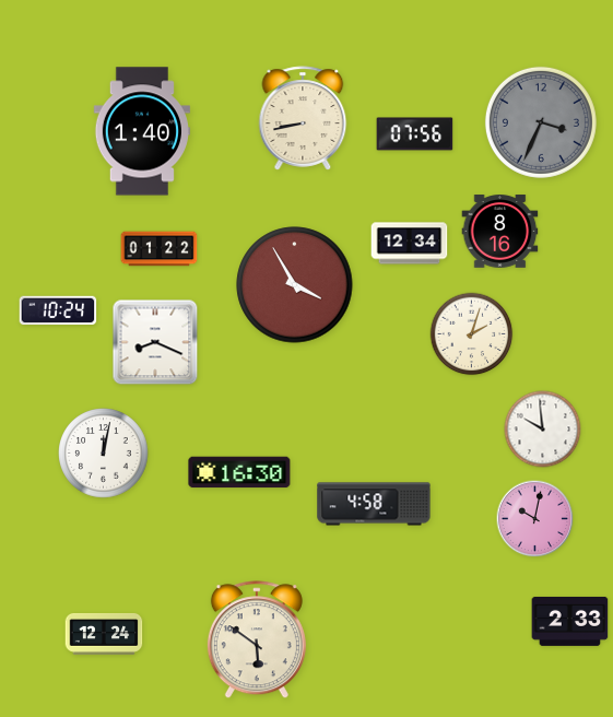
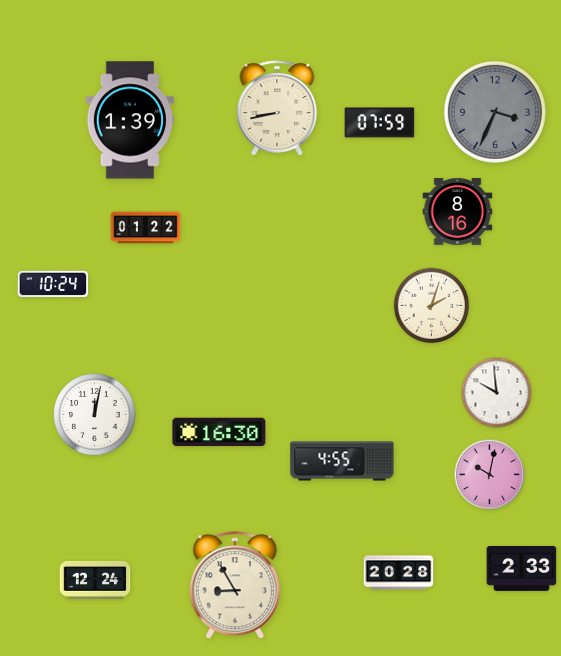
clock at (142, 131): 1:40 -> 1:39
clock at (415, 134): 07:56 -> 07:59
clock at (410, 244): 12:34 -> none
clock at (295, 285): 3:55 -> none
clock at (155, 342): 8:19 -> none
clock at (374, 504): 4:58 -> 4:55
clock at (399, 573): none -> 20:28
clock at (257, 640): 5:51 -> 8:55
